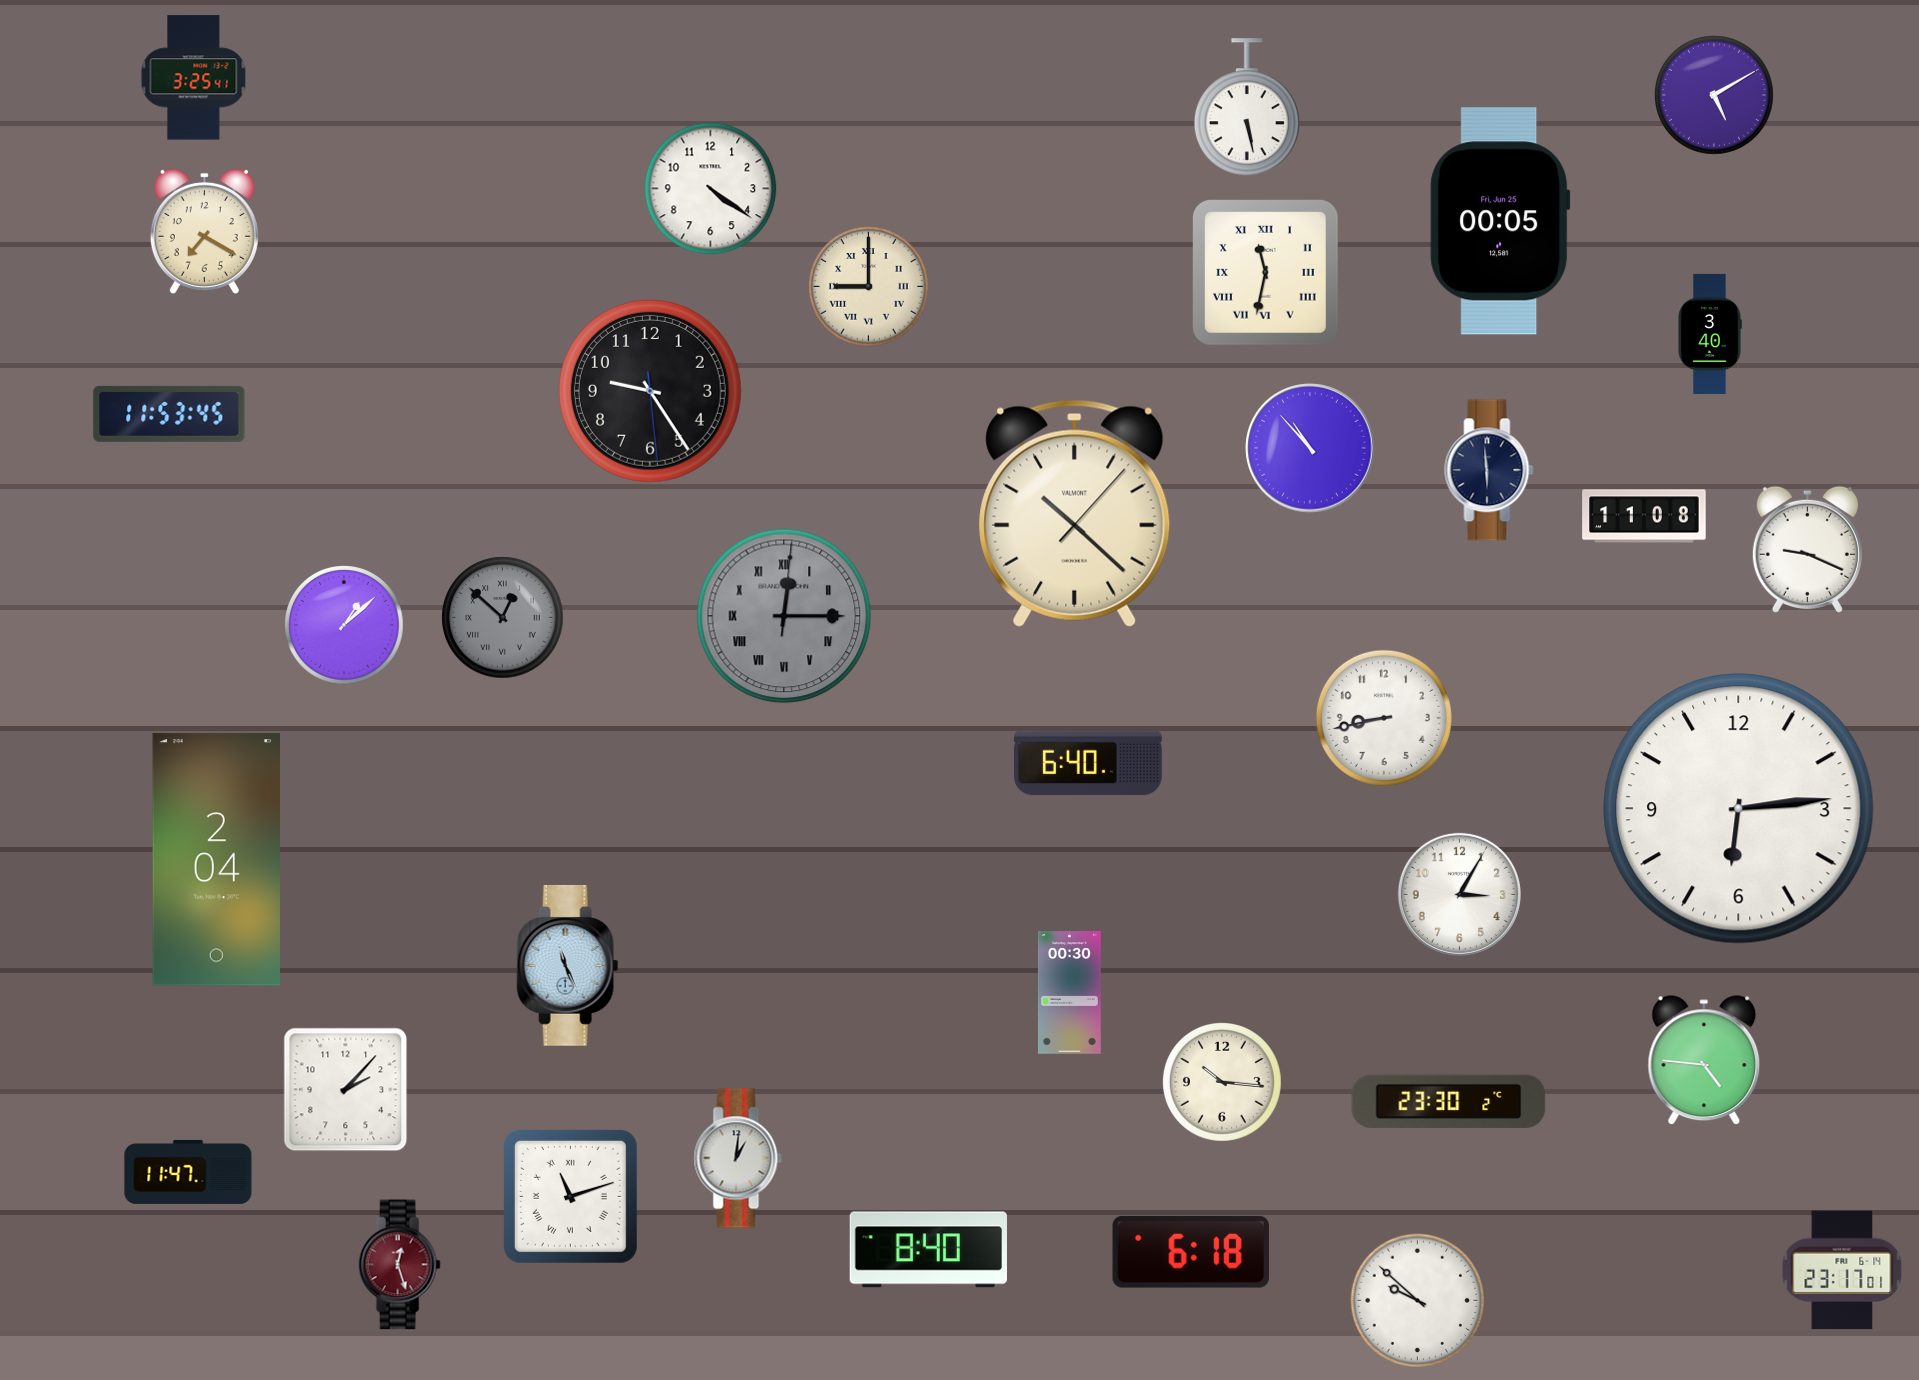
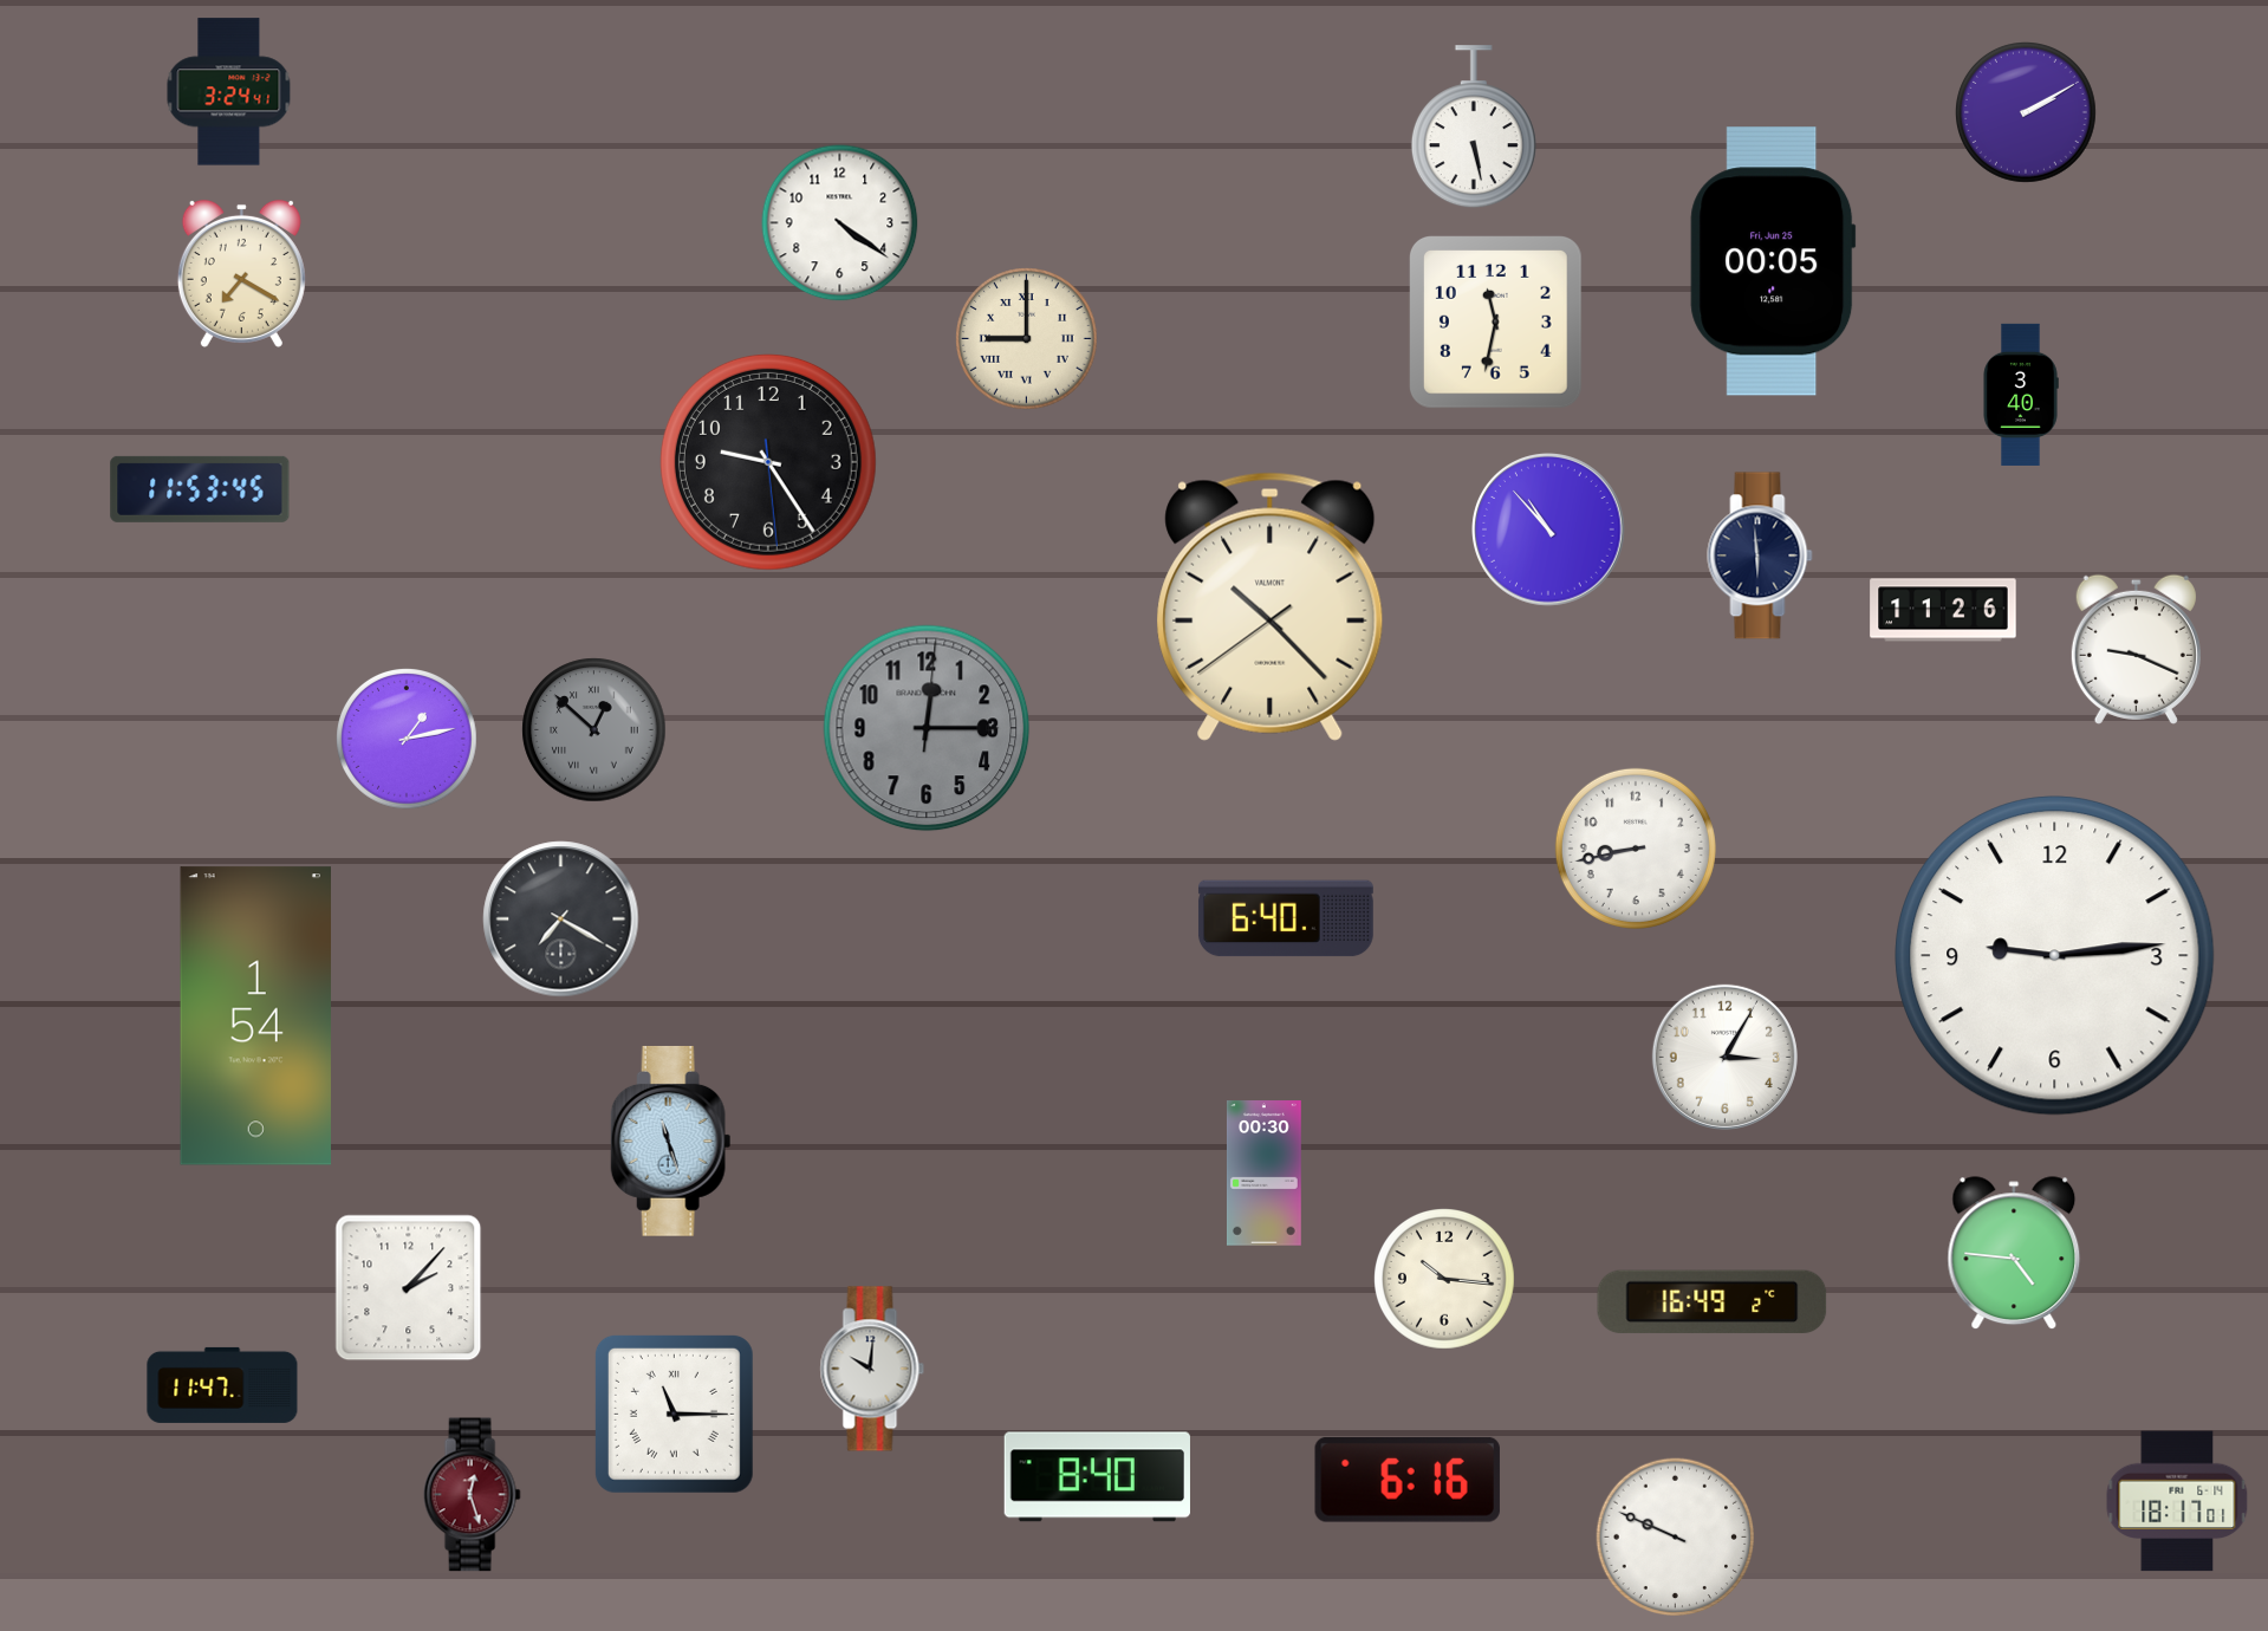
clock at (194, 78): 3:25 -> 3:24
clock at (1715, 96): 5:10 -> 2:10
clock at (1265, 272) numerals: Roman -> Arabic
clock at (1075, 513): 10:22:07 -> 10:22:39
clock at (1644, 516): 11:08 -> 11:26
clock at (784, 616) numerals: Roman -> Arabic
clock at (345, 626): 1:08 -> 1:13
clock at (1088, 763) position: (1088, 763) -> (1286, 918)
clock at (561, 920): none -> 7:20
clock at (1739, 809): 6:14 -> 9:14
clock at (216, 860): 2:04 -> 1:54
clock at (568, 965): 11:26 -> 11:27
clock at (1449, 1102): 23:30 -> 16:49
clock at (738, 1158): 1:01 -> 10:01
clock at (570, 1196): 11:12 -> 11:15
clock at (1191, 1252): 6:18 -> 6:16
clock at (1842, 1270): 23:17 -> 18:17
clock at (1418, 1301): 9:52 -> 9:49
